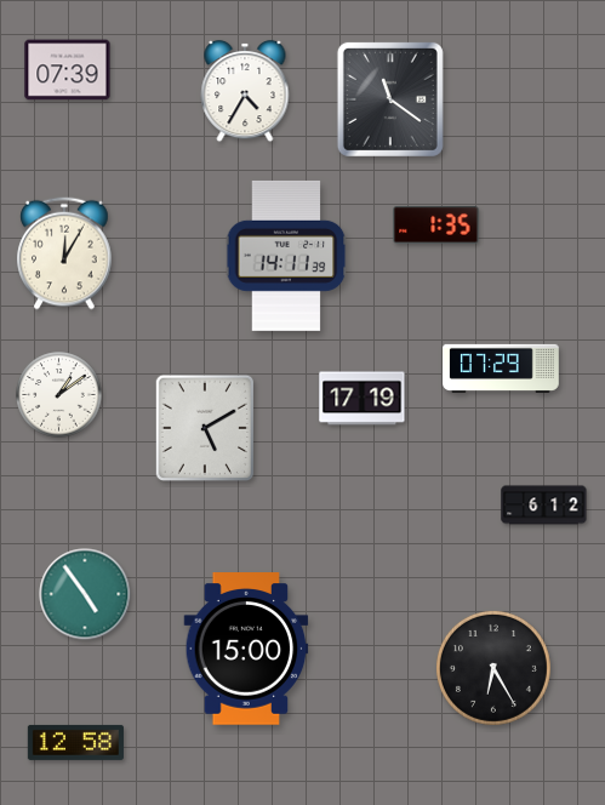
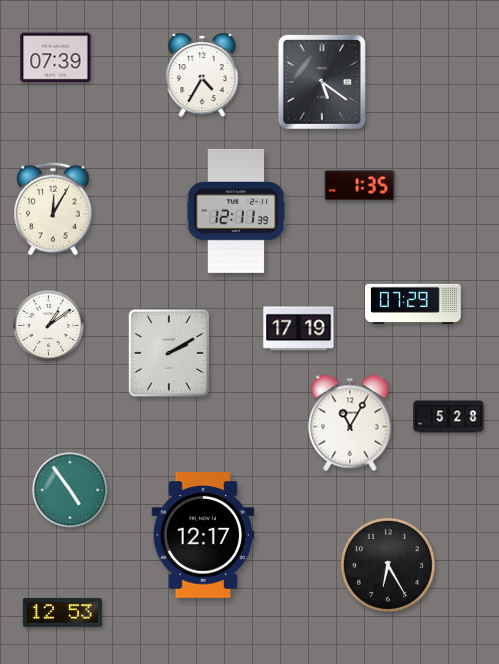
clock at (390, 99): 11:21 -> 5:21
clock at (286, 256): 14:11 -> 12:11
clock at (204, 427): 5:10 -> 2:10
clock at (544, 506): 6:12 -> 5:28
clock at (350, 423): none -> 11:05
clock at (246, 649): 15:00 -> 12:17
clock at (493, 668) position: (493, 668) -> (388, 565)
clock at (75, 742): 12:58 -> 12:53
